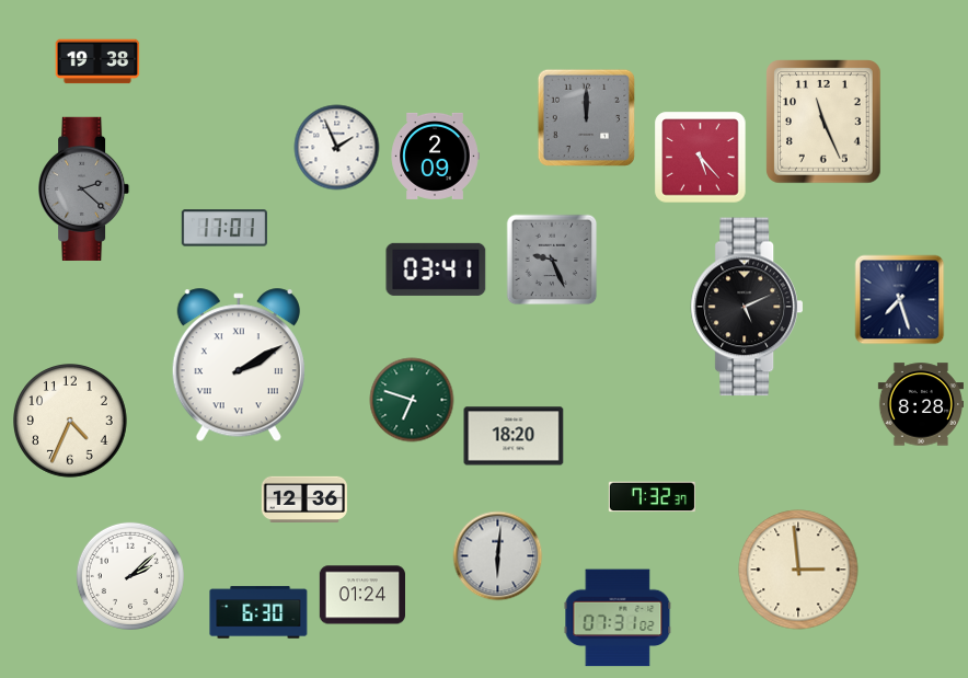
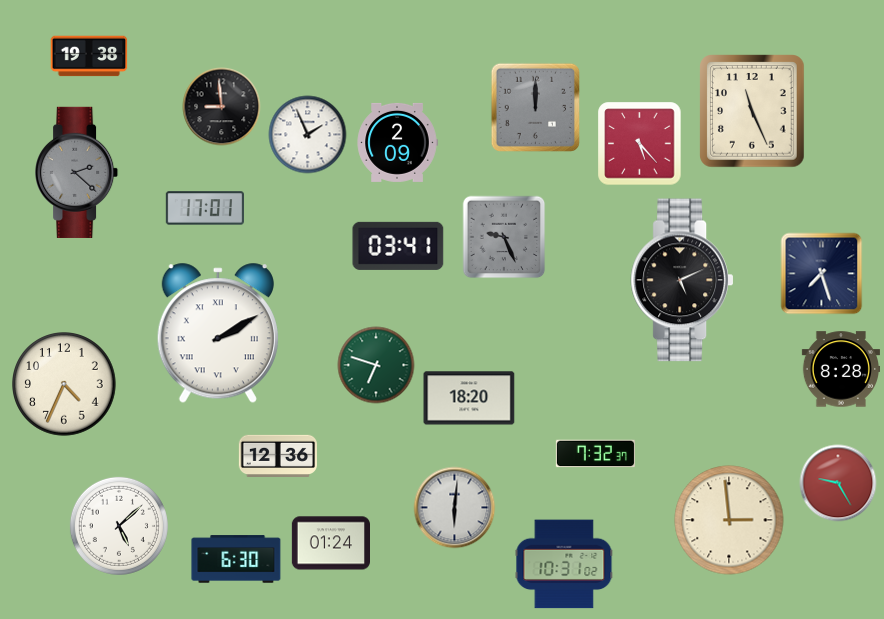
clock at (222, 107): none -> 8:59
clock at (838, 483): none -> 9:25
clock at (130, 576): 2:08 -> 5:08
clock at (618, 618): 07:31 -> 10:31
